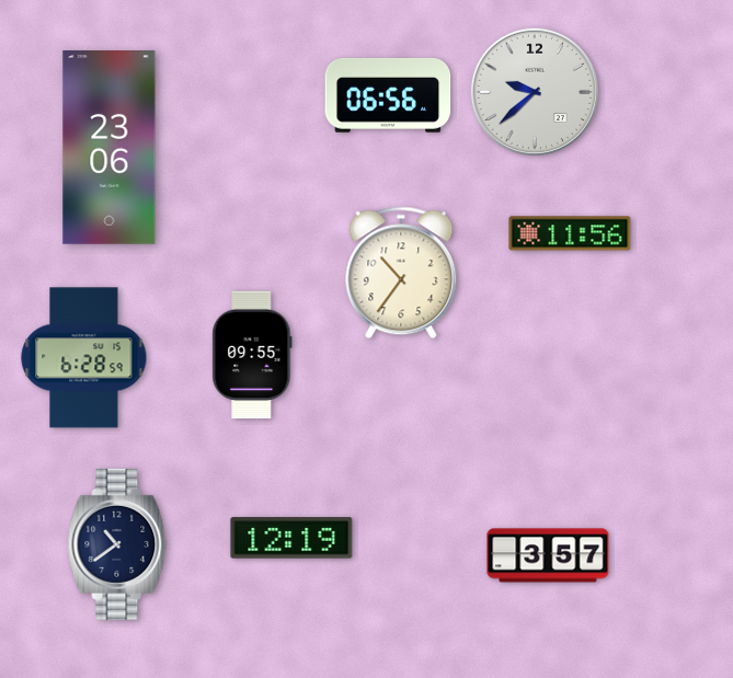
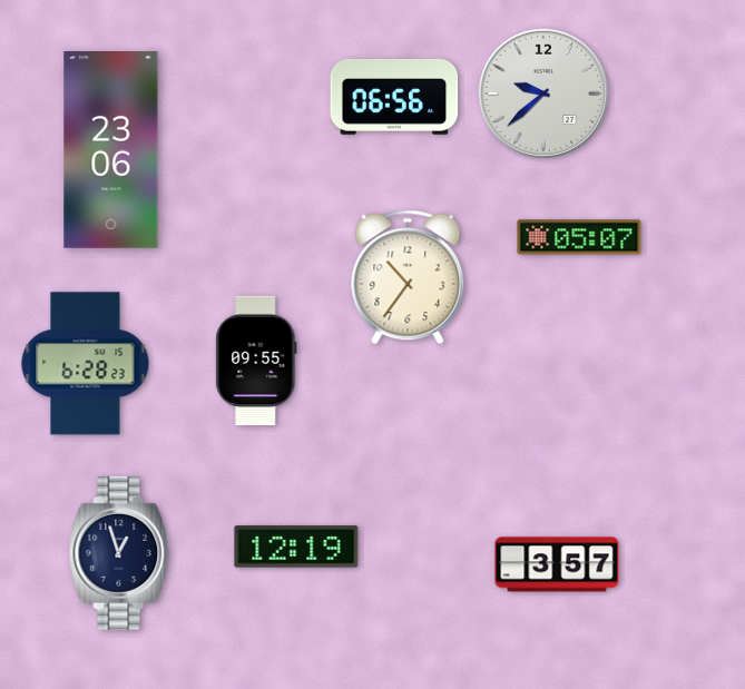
clock at (570, 233): 11:56 -> 05:07
clock at (84, 358): 6:28:59 -> 6:28:23
clock at (117, 544): 10:39 -> 12:57
